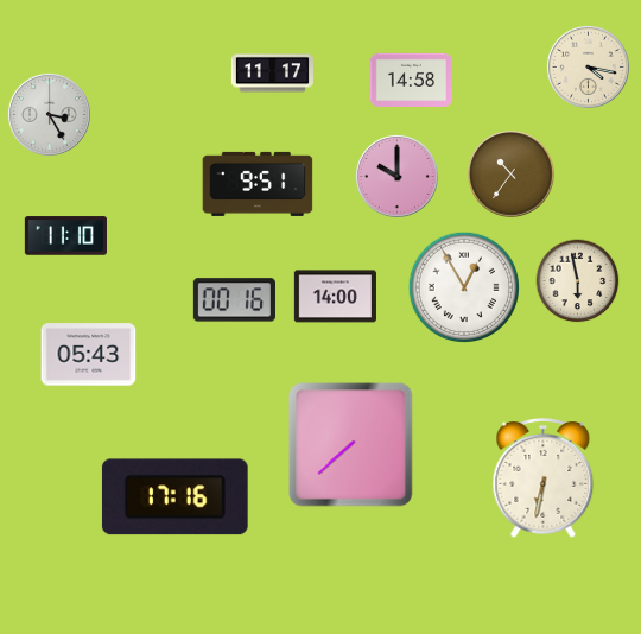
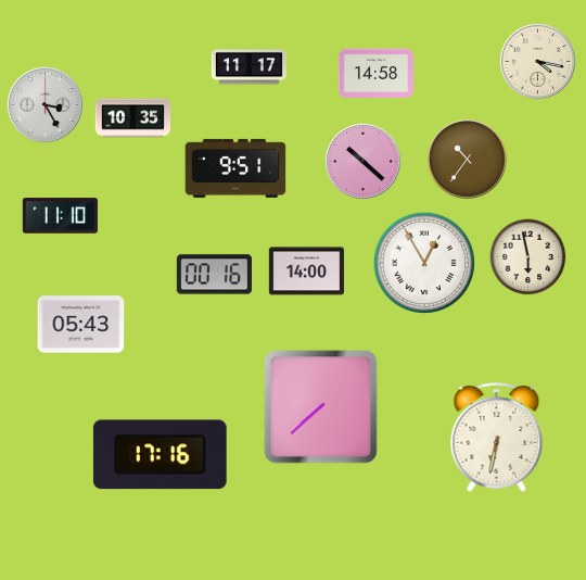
clock at (132, 118): none -> 10:35
clock at (396, 176): 10:00 -> 10:22
